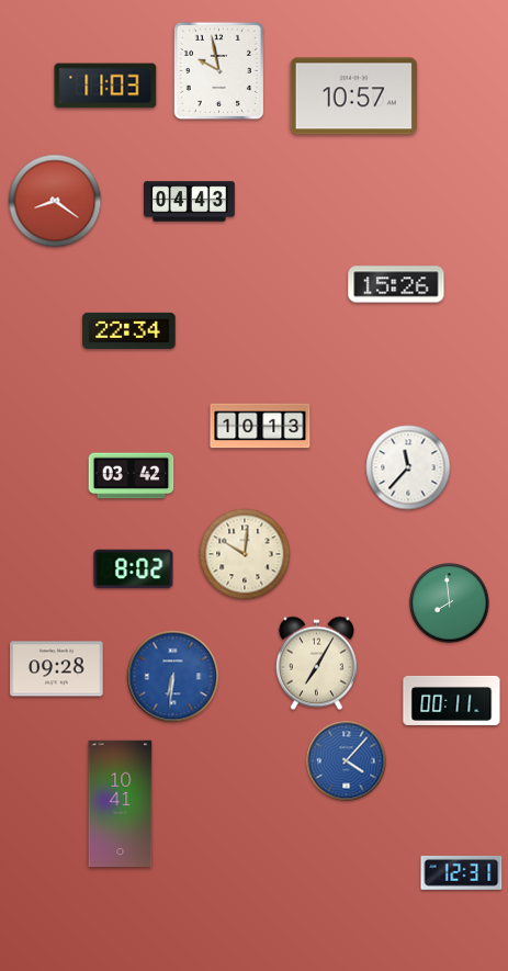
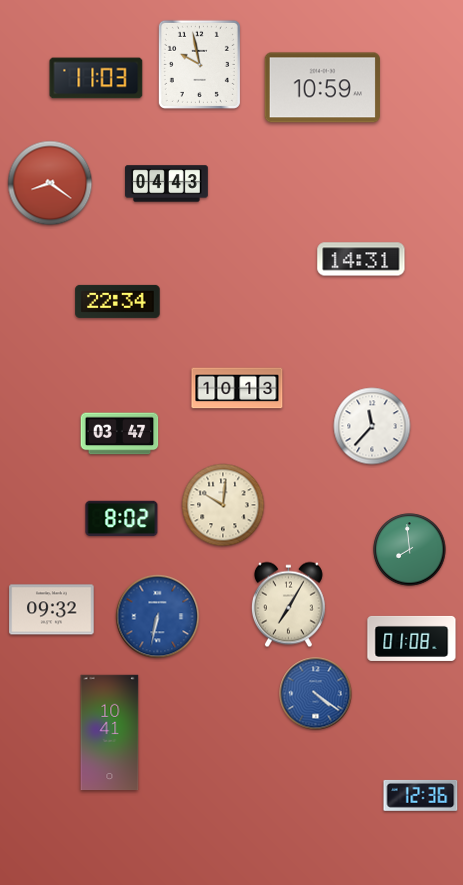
clock at (353, 97): 10:57 -> 10:59
clock at (190, 202) position: (190, 202) -> (167, 184)
clock at (396, 284): 15:26 -> 14:31
clock at (132, 476): 03:42 -> 03:47
clock at (57, 669): 09:28 -> 09:32
clock at (173, 677): 6:31 -> 6:32
clock at (452, 700): 00:11 -> 01:08
clock at (347, 761): 4:07 -> 4:21
clock at (462, 872): 12:31 -> 12:36
